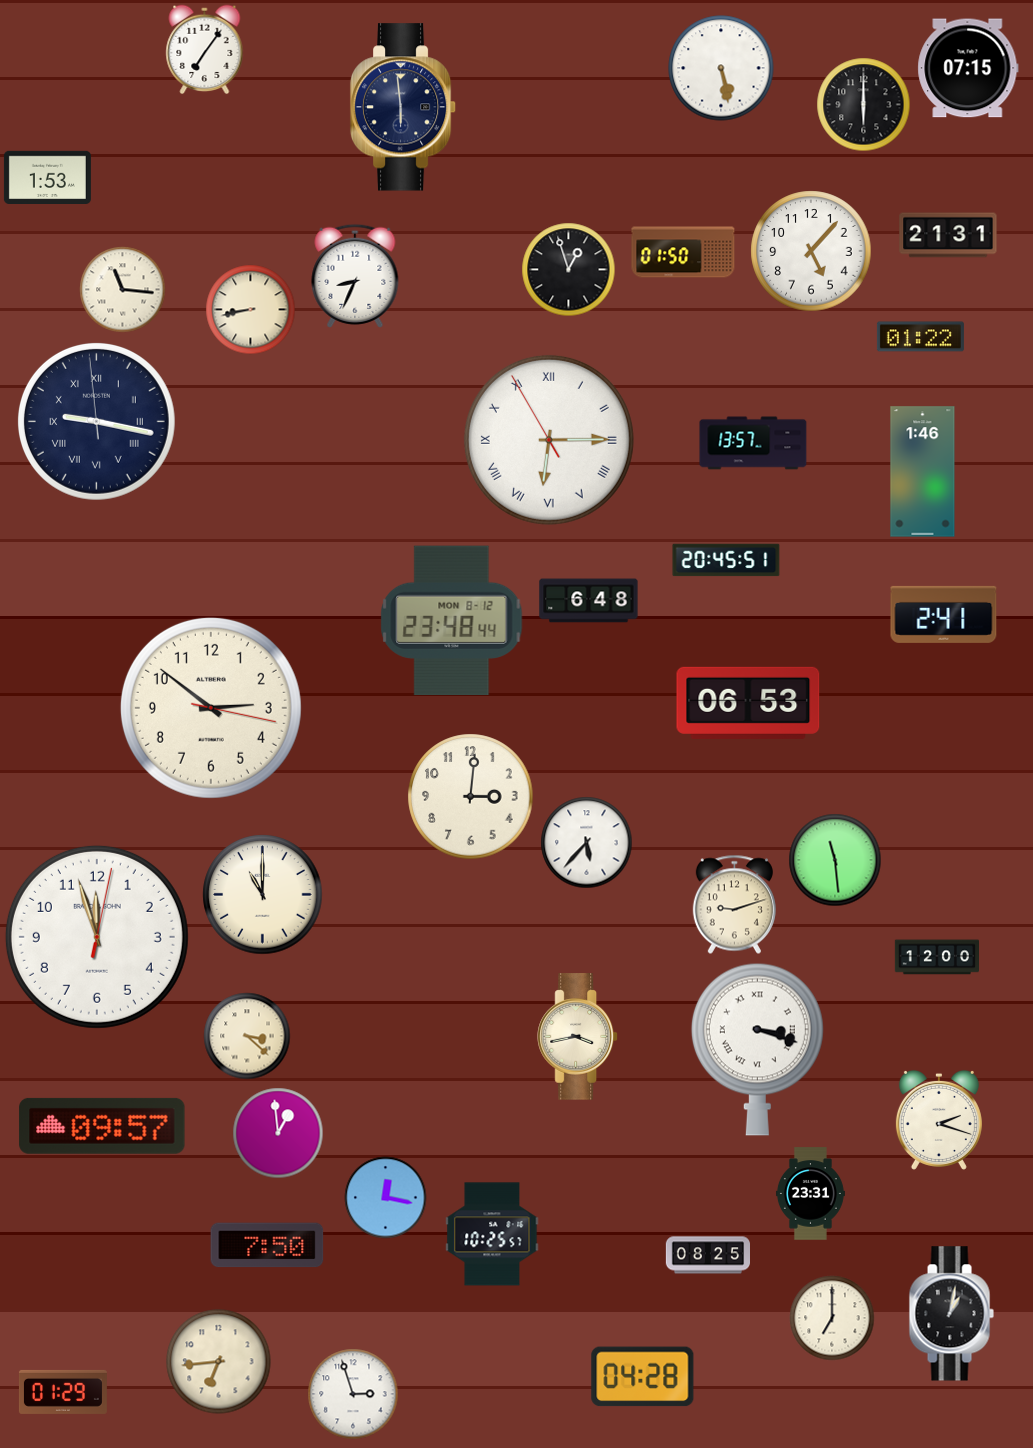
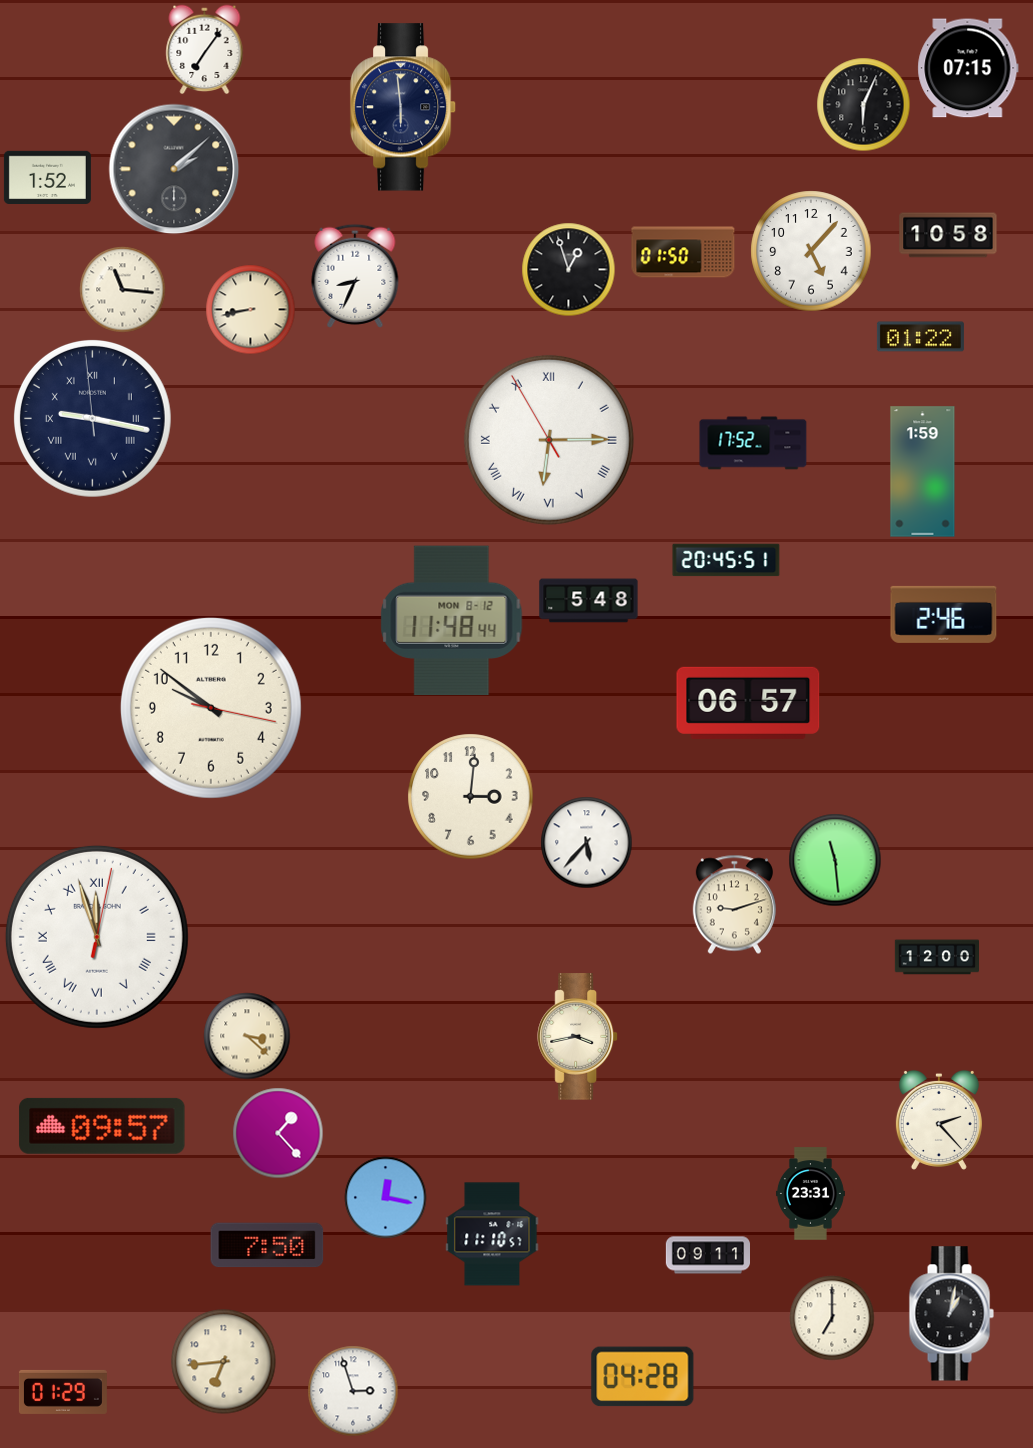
clock at (721, 68): 5:28 -> none
clock at (864, 105): 6:00 -> 6:04
clock at (174, 169): none -> 2:08
clock at (47, 177): 1:53 -> 1:52
clock at (948, 235): 21:31 -> 10:58
clock at (96, 421) position: (96, 421) -> (92, 418)
clock at (753, 443): 13:57 -> 17:52
clock at (923, 472): 1:46 -> 1:59
clock at (589, 601): 6:48 -> 5:48
clock at (944, 614): 2:41 -> 2:46
clock at (452, 621): 23:48 -> 11:48
clock at (748, 703): 06:53 -> 06:57
clock at (211, 708): 2:51 -> 9:51
clock at (263, 895): 11:00 -> none
clock at (97, 937) numerals: Arabic -> Roman
clock at (757, 1049): 3:18 -> none
clock at (939, 1120): 2:18 -> 2:23
clock at (278, 1133): 12:59 -> 1:23
clock at (492, 1234): 10:25 -> 11:10
clock at (707, 1255): 08:25 -> 09:11
clock at (219, 1362) position: (219, 1362) -> (224, 1362)
clock at (353, 1394) position: (353, 1394) -> (353, 1391)
